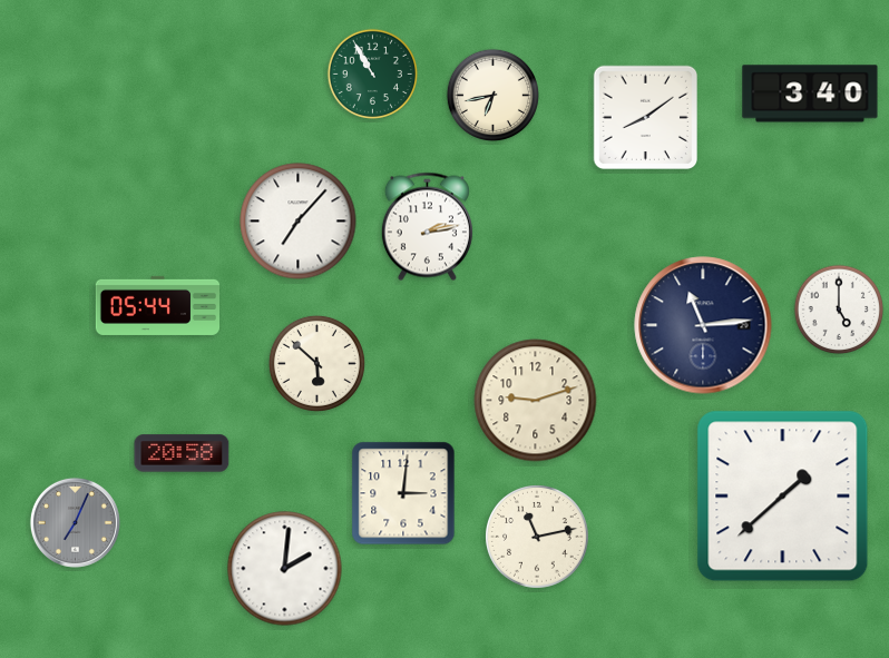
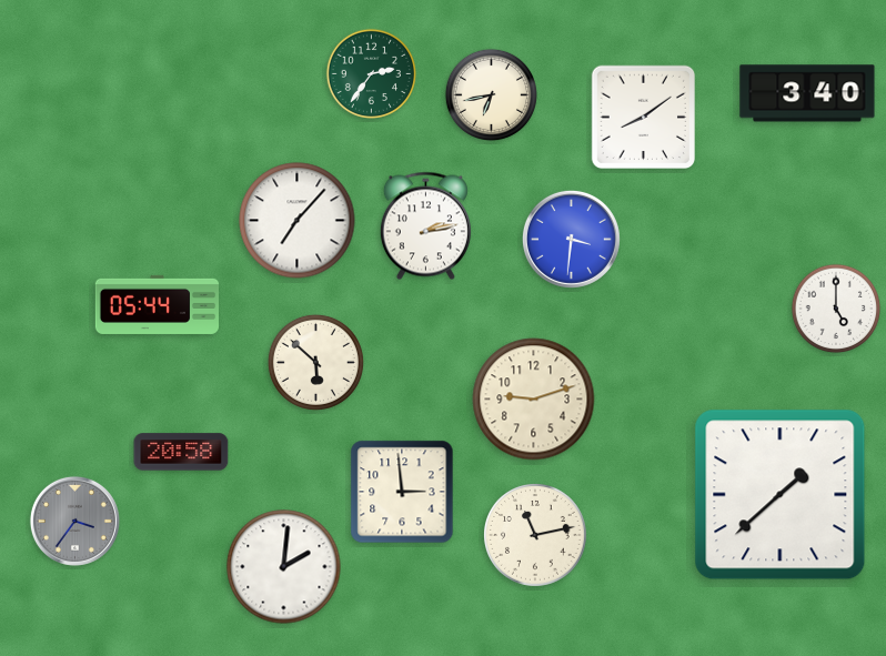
clock at (372, 73): 10:55 -> 2:36
clock at (571, 239): none -> 3:31
clock at (703, 325): 11:14 -> none
clock at (403, 493): 3:01 -> 2:59
clock at (75, 522): 7:04 -> 3:36
